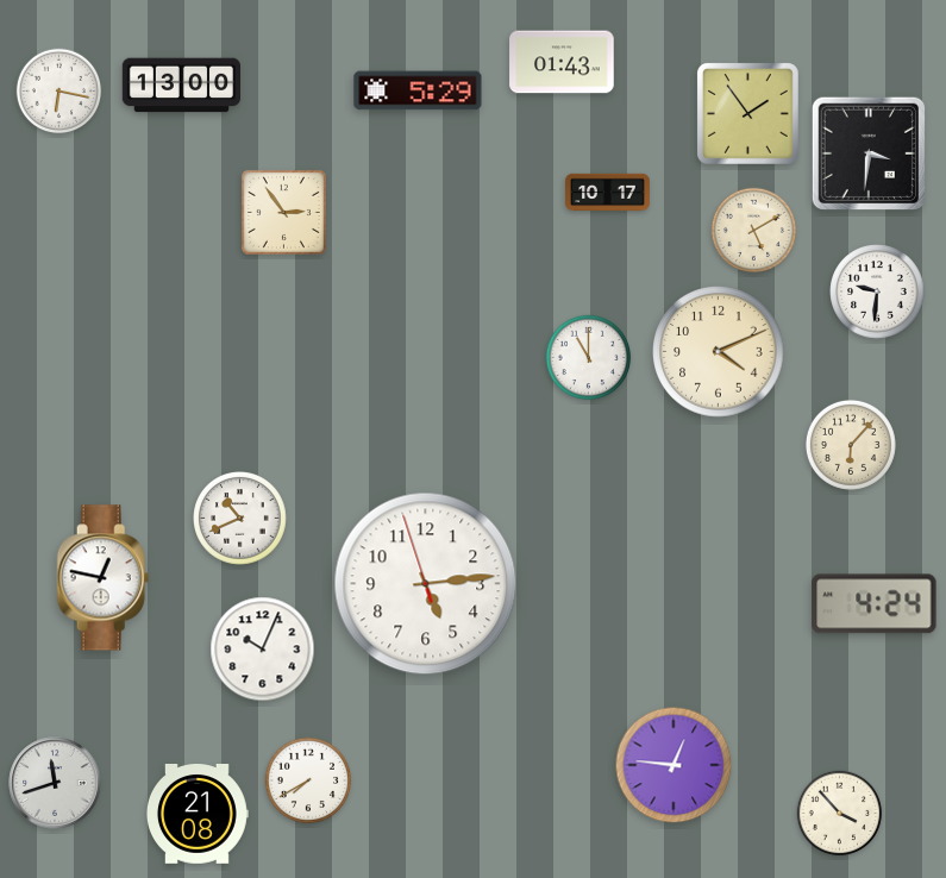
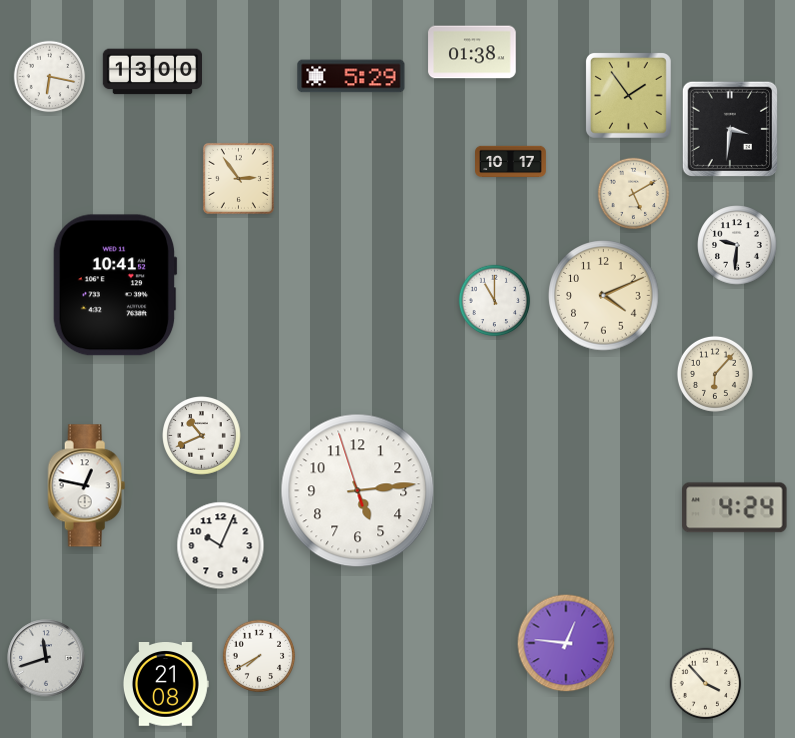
clock at (562, 62): 01:43 -> 01:38
clock at (115, 285): none -> 10:41
